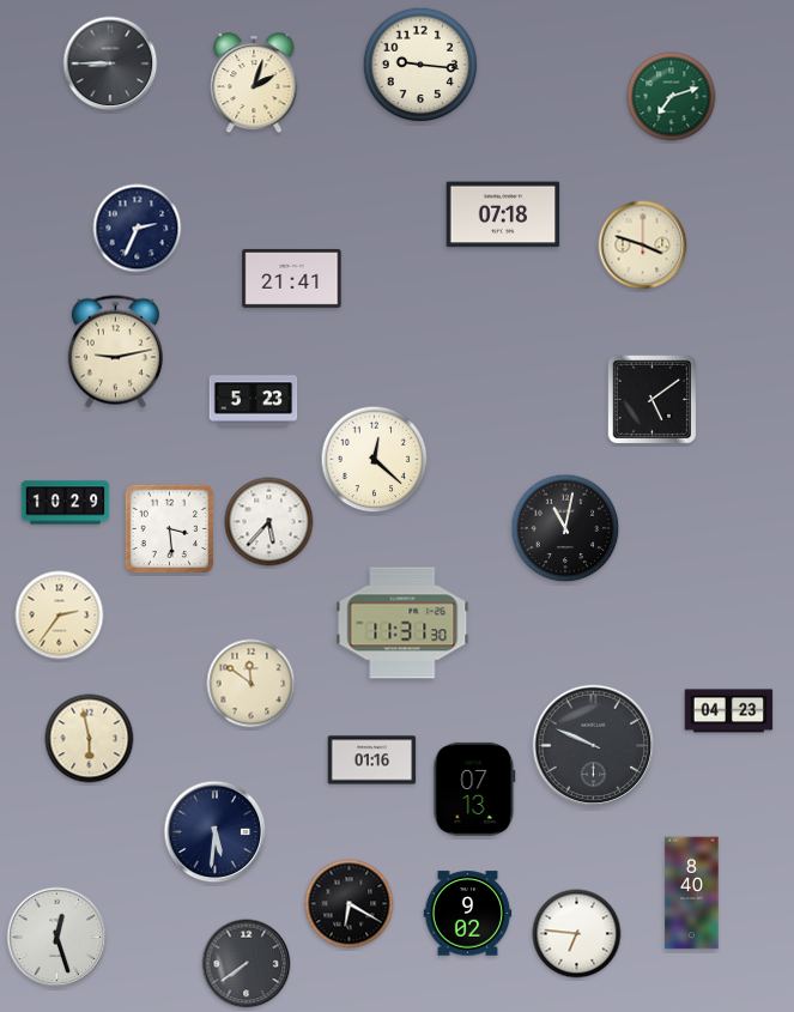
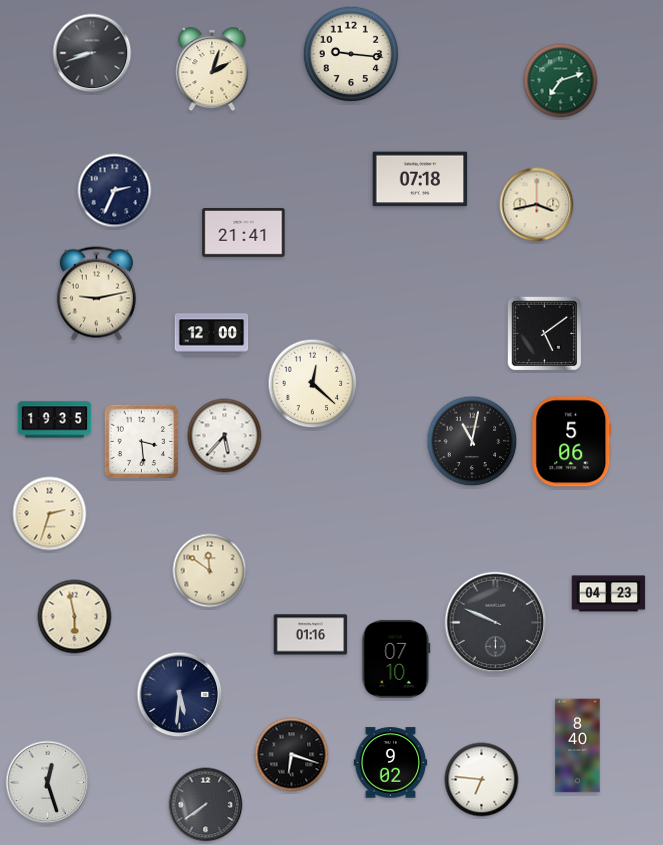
clock at (110, 63): 8:45 -> 8:42
clock at (643, 246): 3:48 -> 3:43
clock at (254, 401): 5:23 -> 12:00
clock at (66, 503): 10:29 -> 19:35
clock at (572, 442): none -> 5:06
clock at (60, 616): 2:36 -> 2:33
clock at (402, 623): 11:31 -> none
clock at (474, 789): 07:13 -> 07:10
clock at (350, 904): 6:20 -> 6:18
